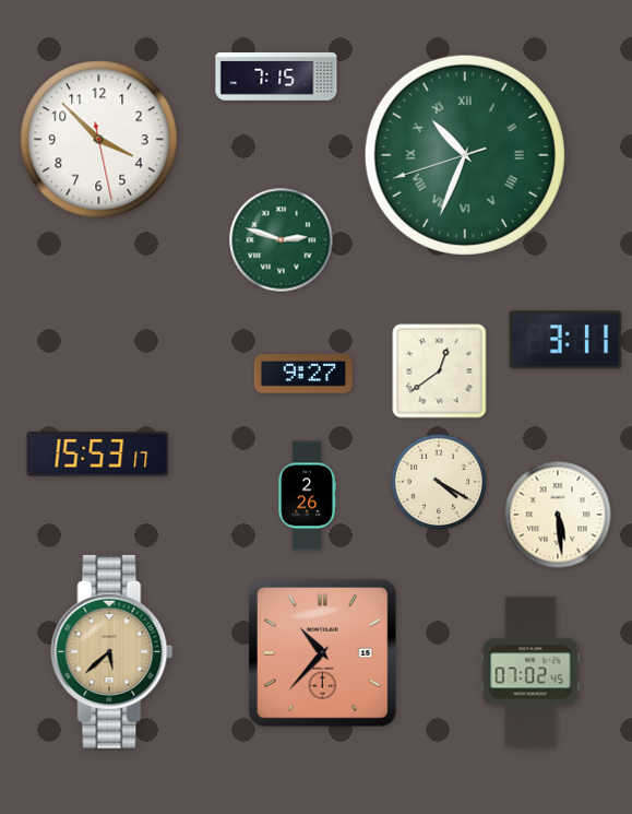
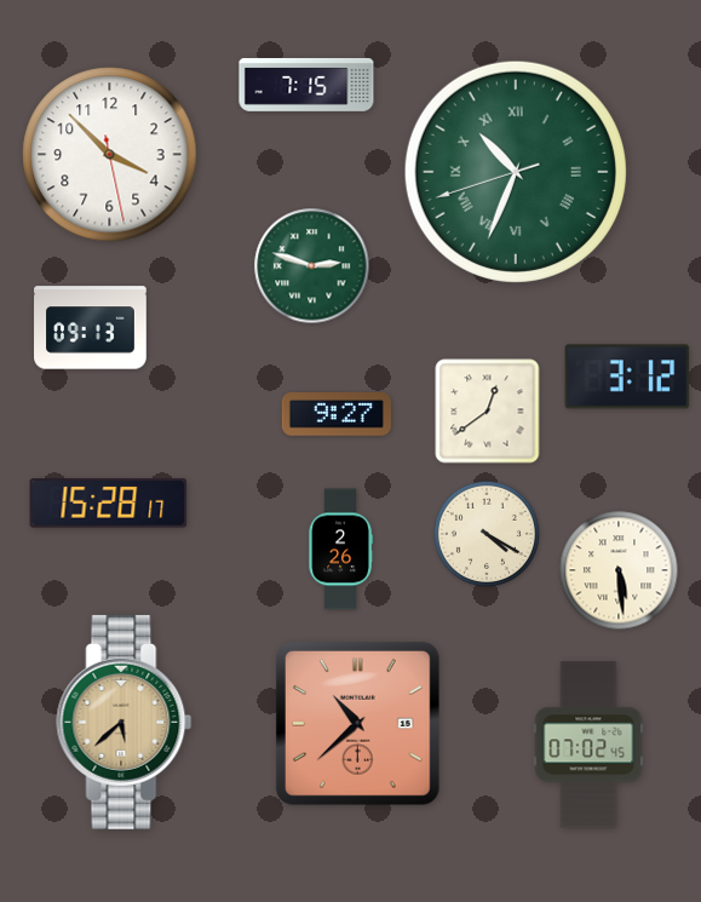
clock at (91, 328): none -> 09:13
clock at (565, 340): 3:11 -> 3:12
clock at (98, 455): 15:53 -> 15:28
clock at (323, 653): 10:37 -> 10:38
